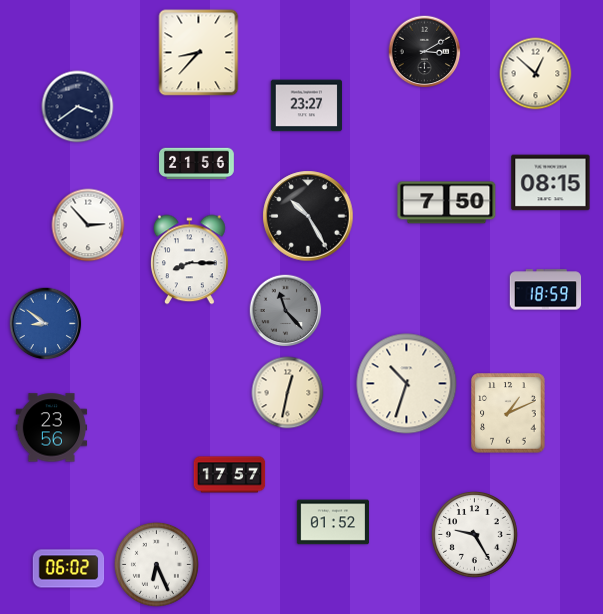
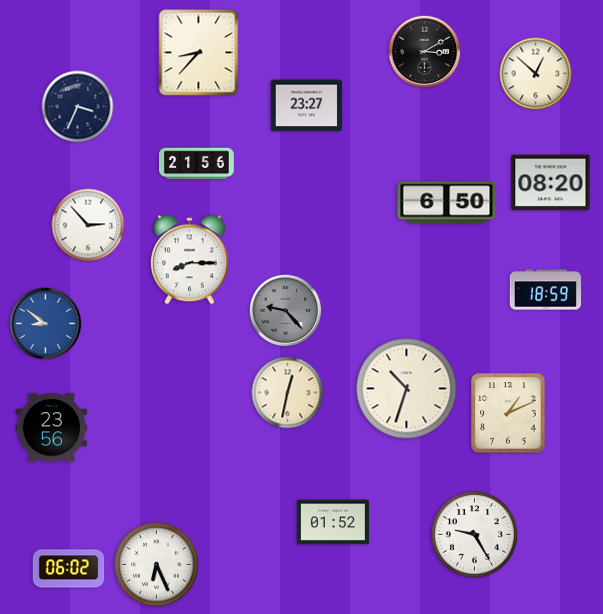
clock at (78, 107): 3:39 -> 3:34
clock at (551, 183): 08:15 -> 08:20
clock at (447, 203): 7:50 -> 6:50
clock at (308, 216): 10:25 -> none
clock at (286, 311): 11:23 -> 9:23
clock at (407, 384) position: (407, 384) -> (407, 389)
clock at (230, 475): 17:57 -> none
